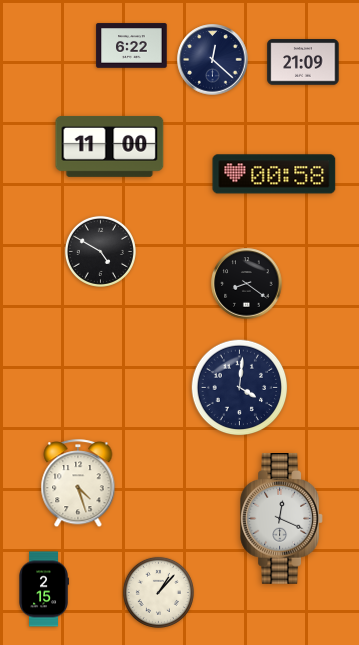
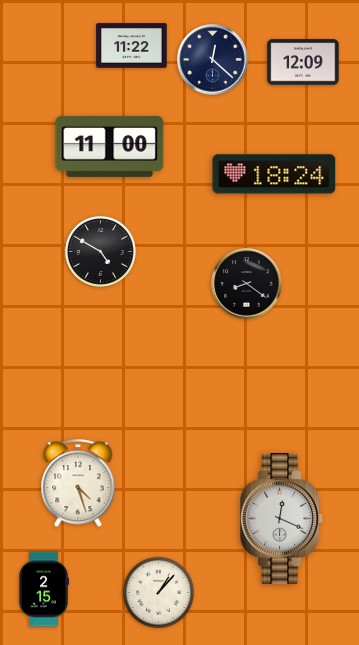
clock at (132, 46): 6:22 -> 11:22
clock at (303, 62): 21:09 -> 12:09
clock at (274, 174): 00:58 -> 18:24
clock at (240, 388): 4:01 -> none
